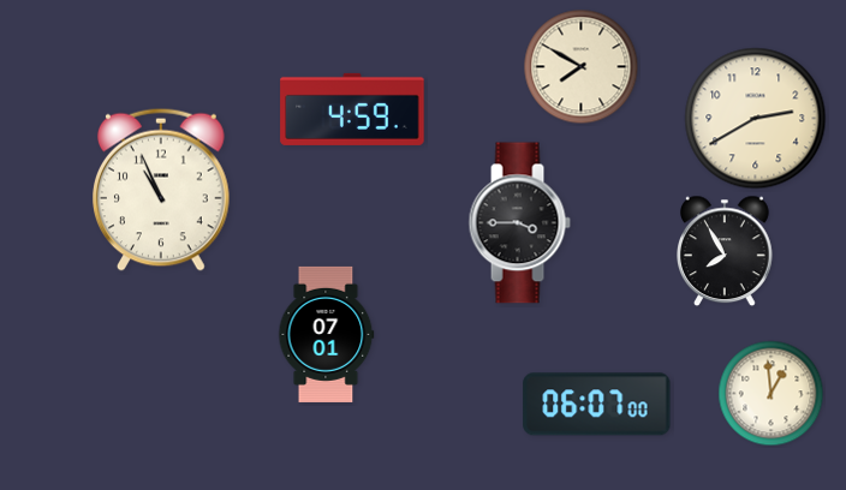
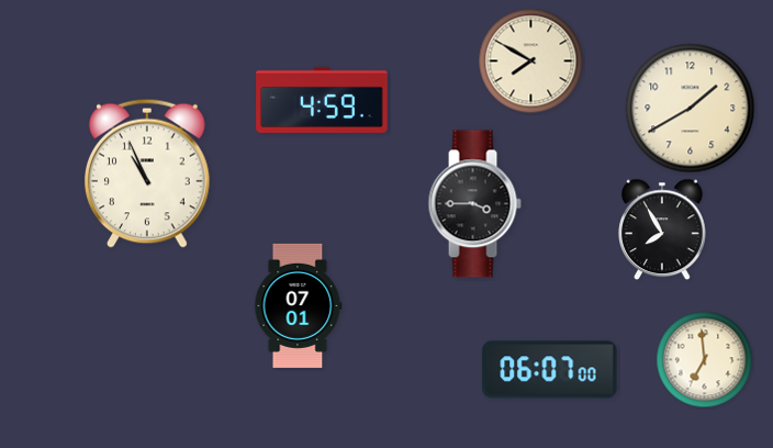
clock at (756, 119): 2:40 -> 1:40
clock at (771, 394): 12:59 -> 6:59
clock at (597, 405) position: (597, 405) -> (550, 370)
